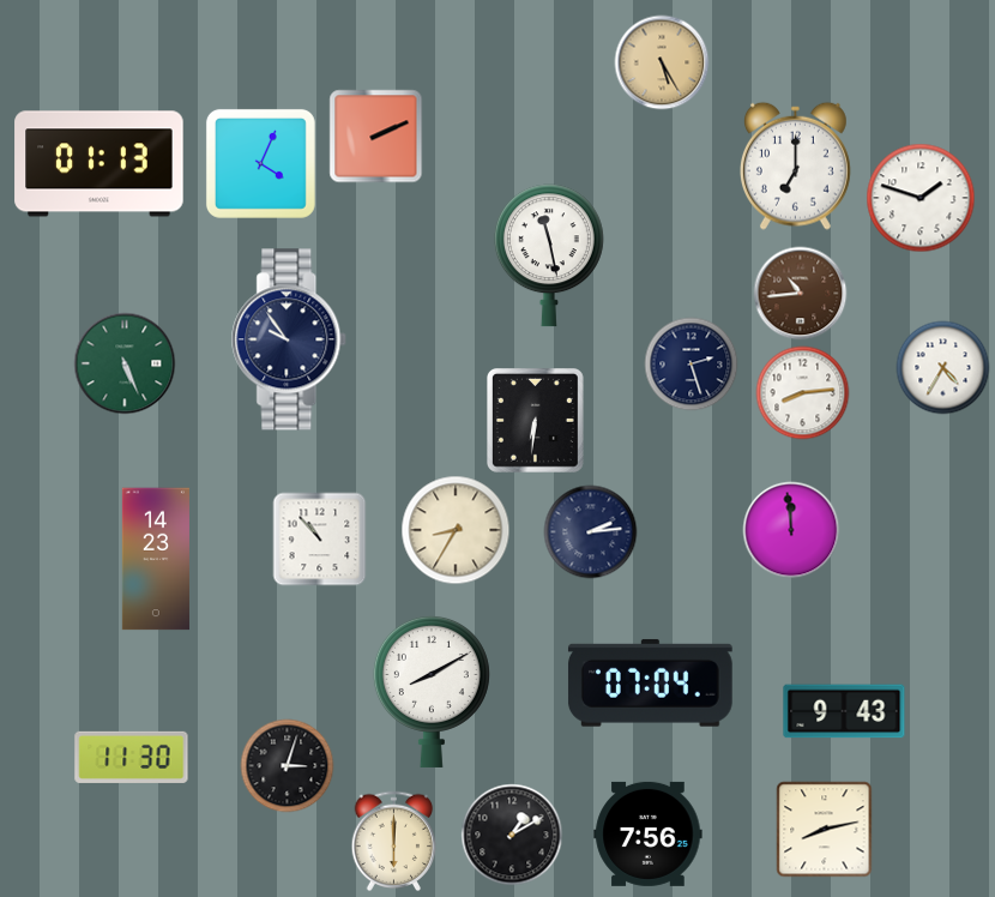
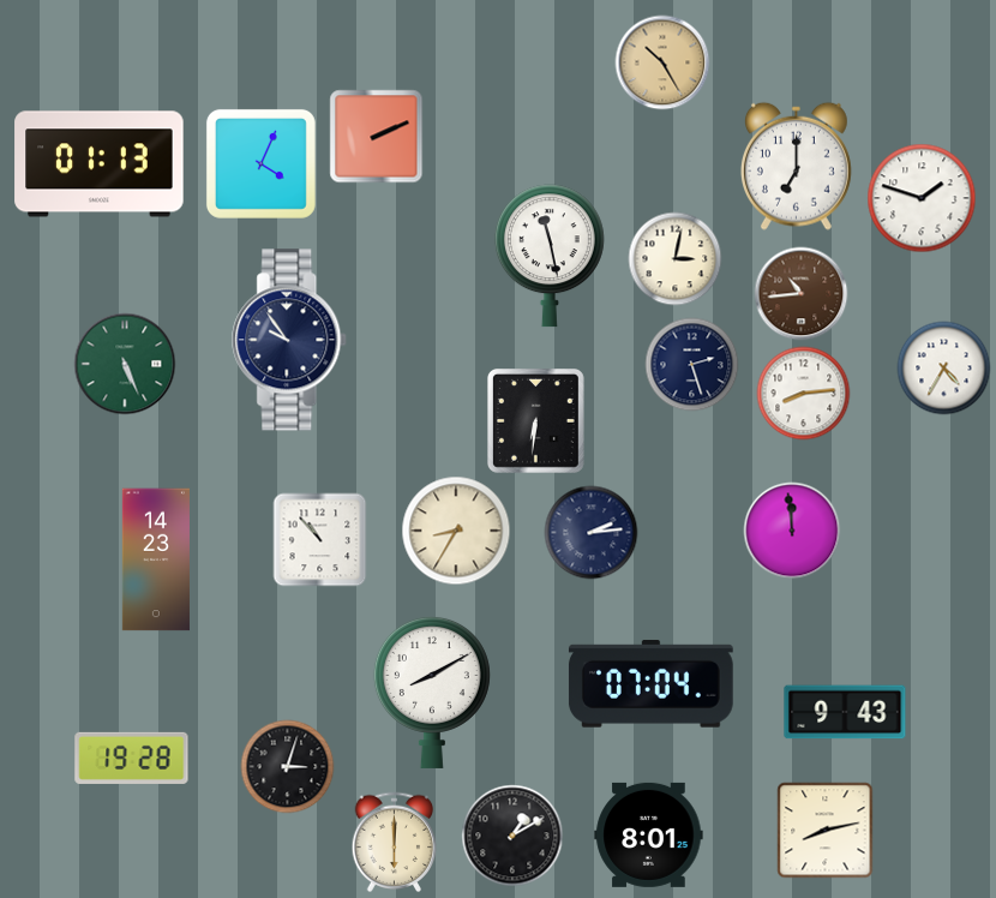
clock at (662, 62): 5:25 -> 10:25
clock at (674, 258): none -> 3:02
clock at (132, 757): 11:30 -> 19:28
clock at (649, 833): 7:56 -> 8:01
